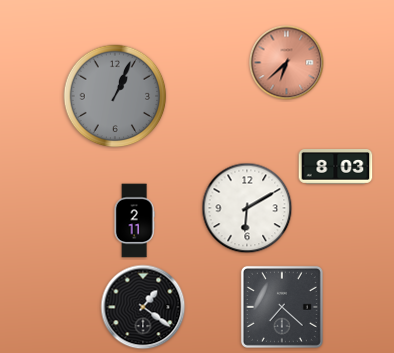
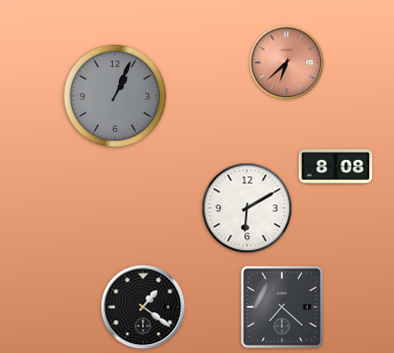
clock at (336, 167): 8:03 -> 8:08
clock at (134, 221): 2:11 -> none
